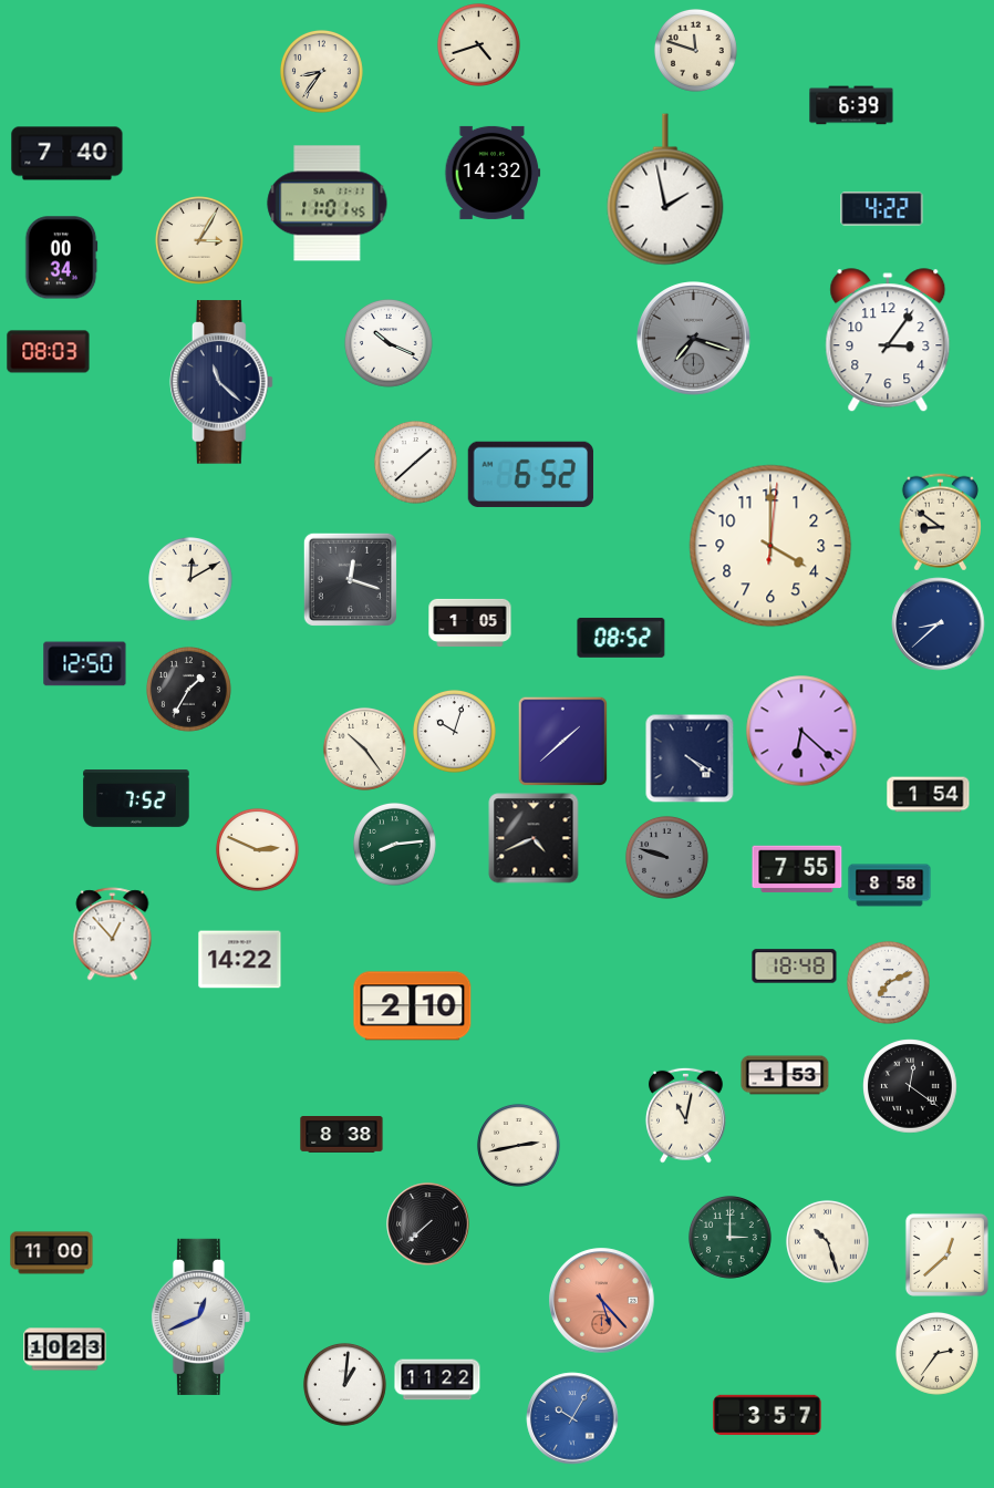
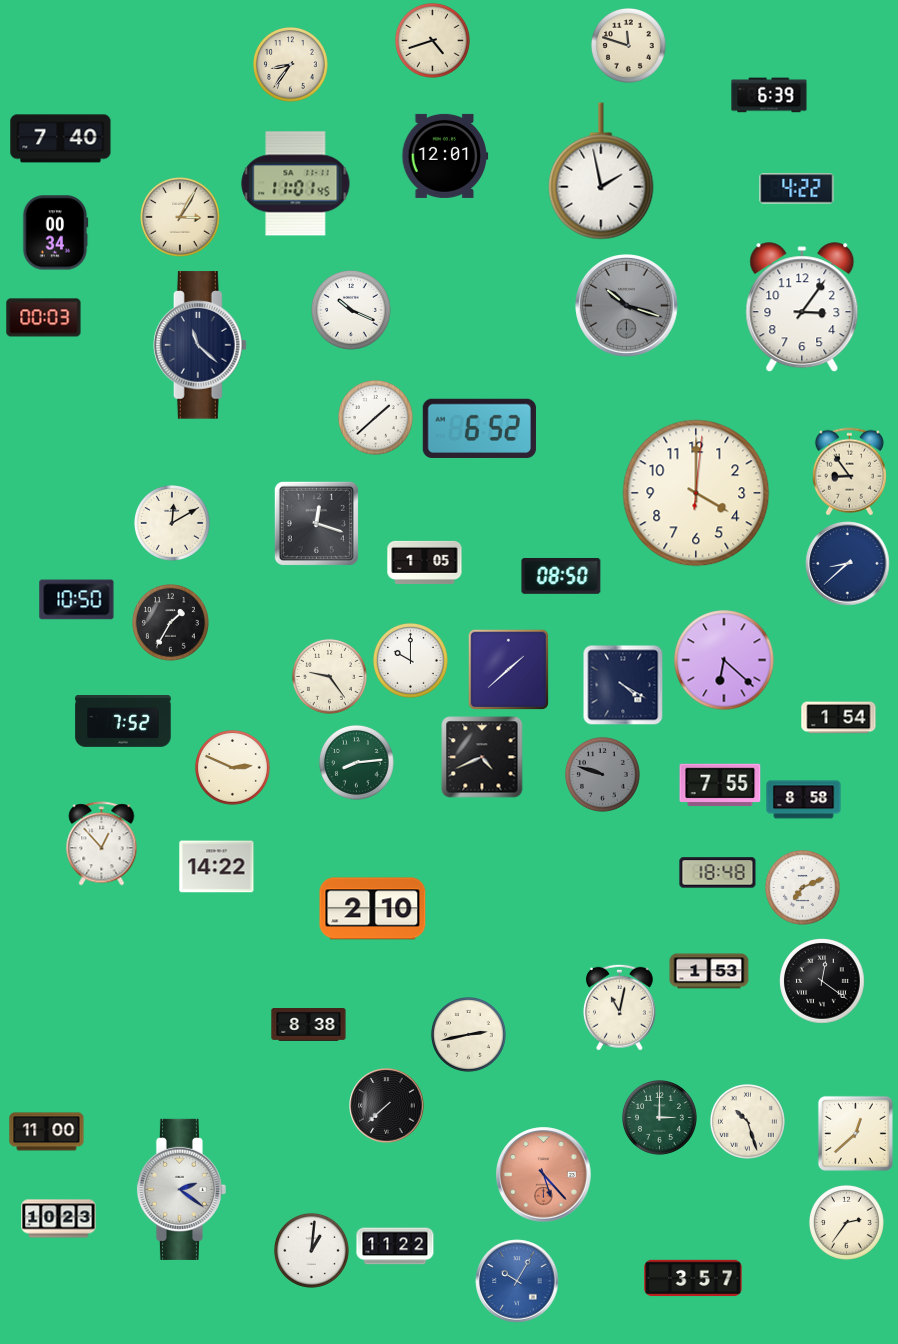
clock at (493, 173): 14:32 -> 12:01
clock at (694, 339): 7:18 -> 10:18
clock at (49, 352): 08:03 -> 00:03
clock at (940, 523): 8:51 -> 8:54
clock at (621, 638): 08:52 -> 08:50
clock at (85, 664): 12:50 -> 10:50
clock at (455, 732): 10:03 -> 10:00
clock at (365, 750): 10:24 -> 9:24
clock at (200, 1316): 12:41 -> 2:21
